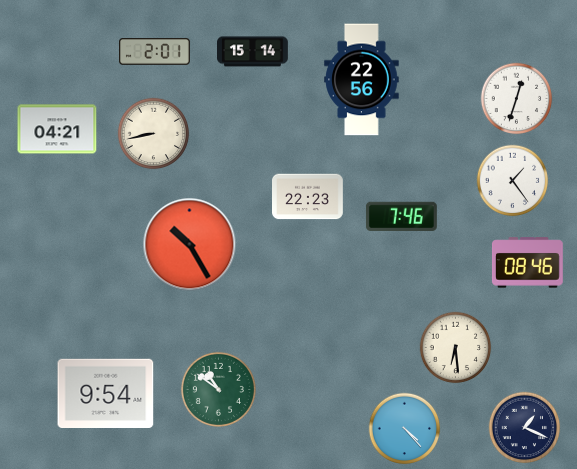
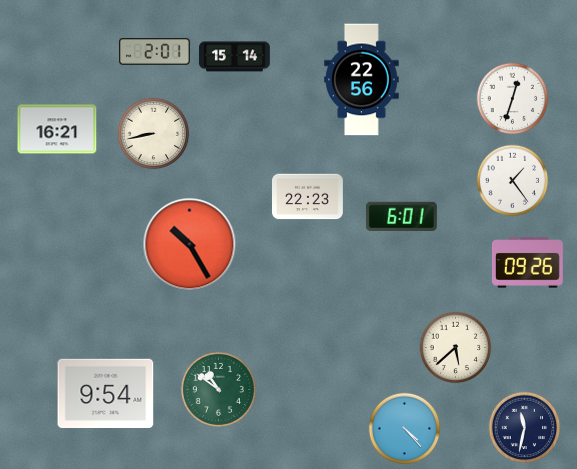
clock at (253, 52) position: (253, 52) -> (235, 57)
clock at (517, 99) position: (517, 99) -> (513, 99)
clock at (57, 129): 04:21 -> 16:21
clock at (401, 216): 7:46 -> 6:01
clock at (527, 263): 08:46 -> 09:26
clock at (456, 348): 6:29 -> 5:38
clock at (525, 428): 1:19 -> 11:32
